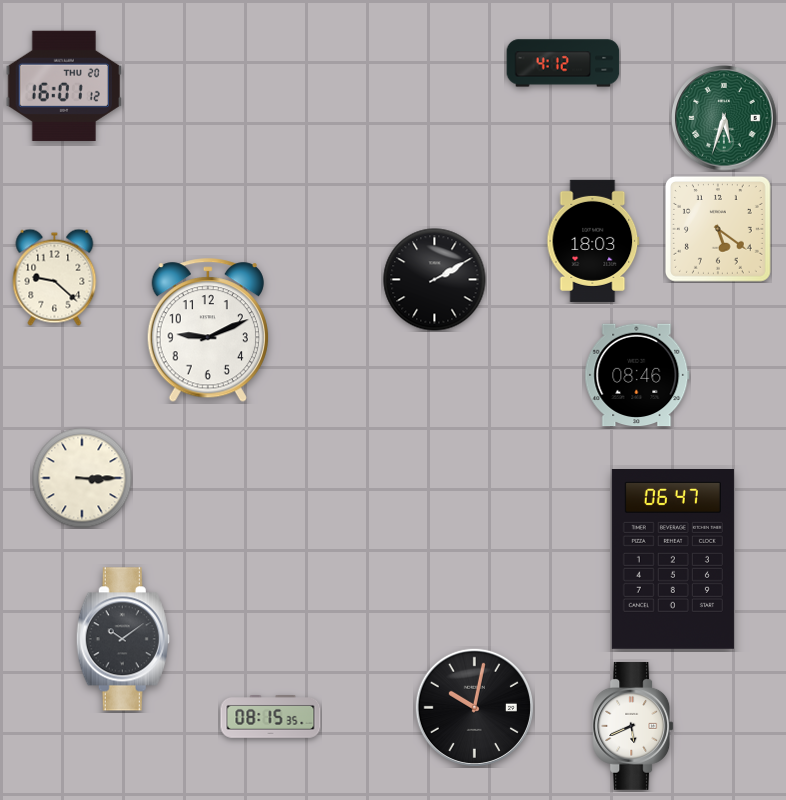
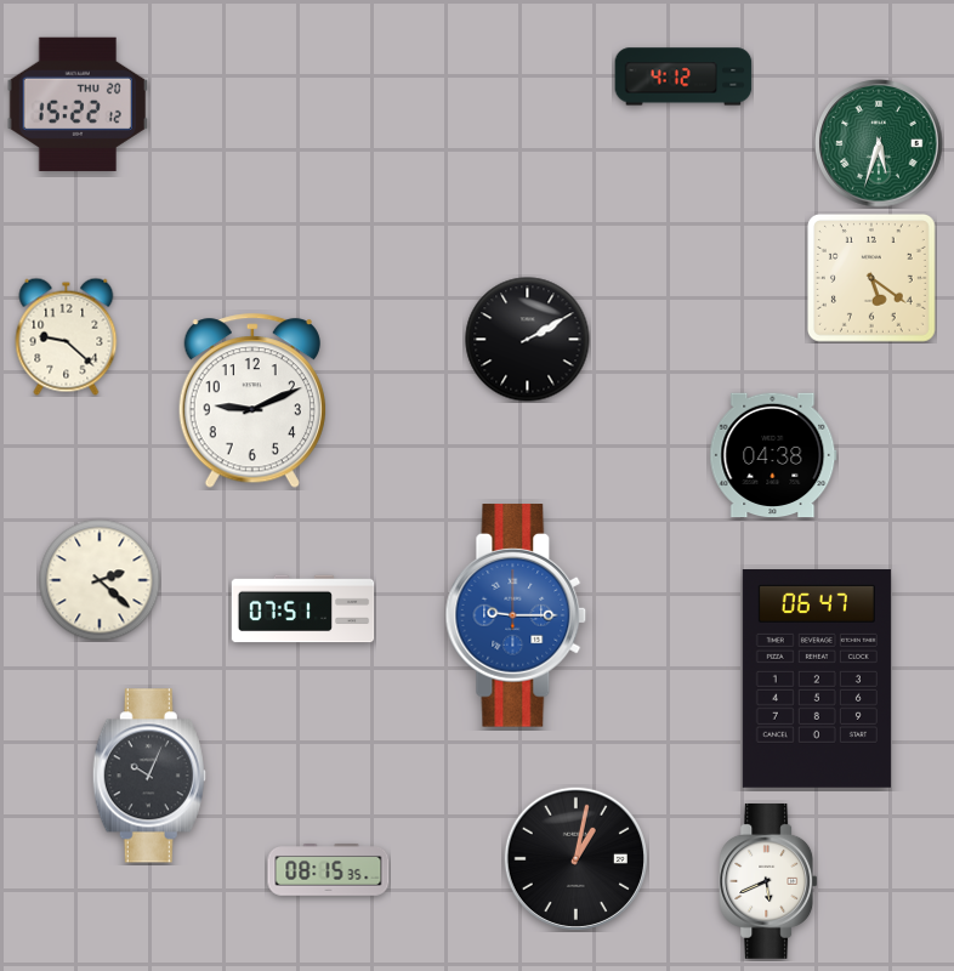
clock at (63, 86): 16:01 -> 15:22
clock at (593, 241): 18:03 -> none
clock at (637, 375): 08:46 -> 04:38
clock at (82, 478): 3:15 -> 2:22
clock at (303, 609): none -> 07:51
clock at (516, 615): none -> 9:15
clock at (123, 639): 10:09 -> 10:04
clock at (474, 707): 10:02 -> 1:02
